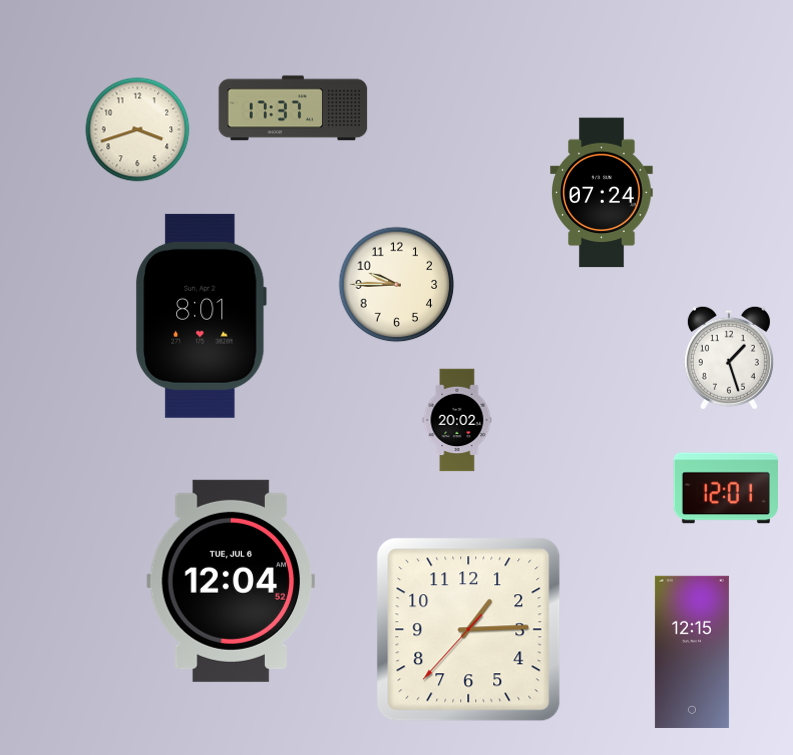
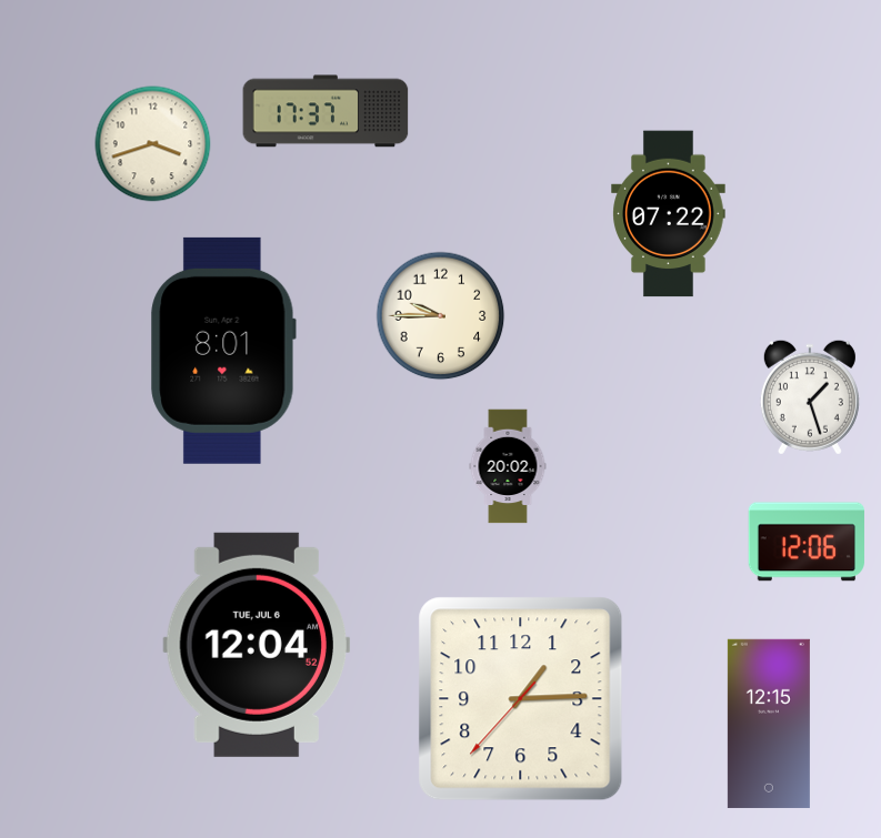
clock at (293, 108) position: (293, 108) -> (326, 111)
clock at (602, 193): 07:24 -> 07:22
clock at (725, 488): 12:01 -> 12:06
